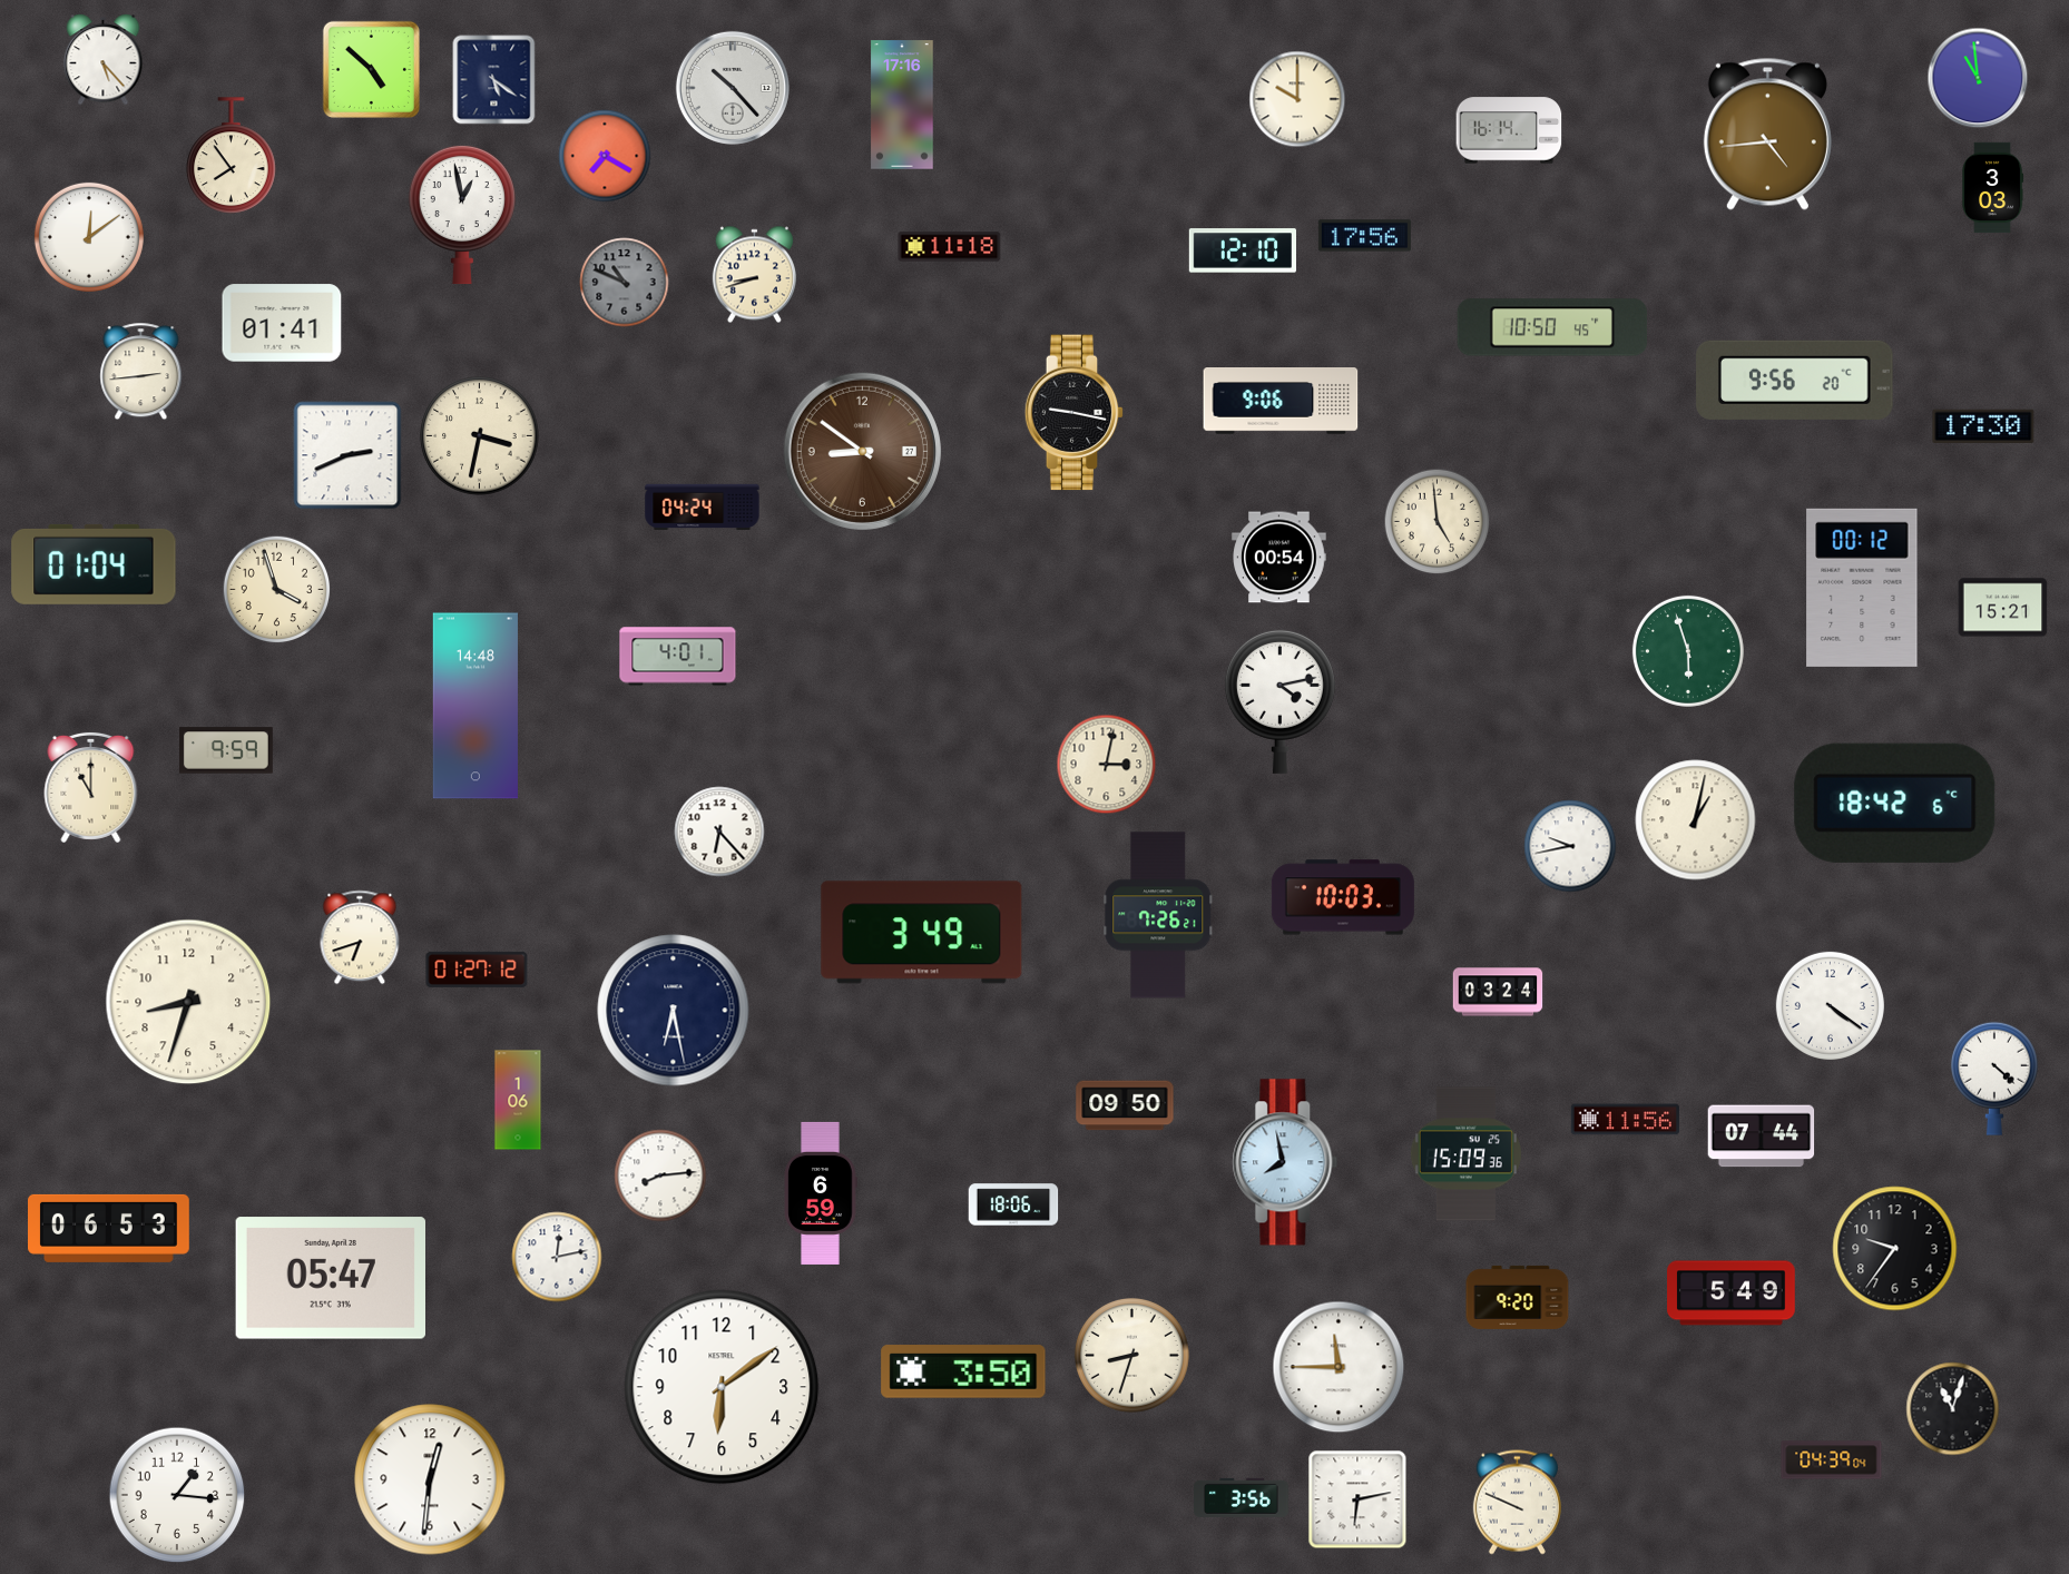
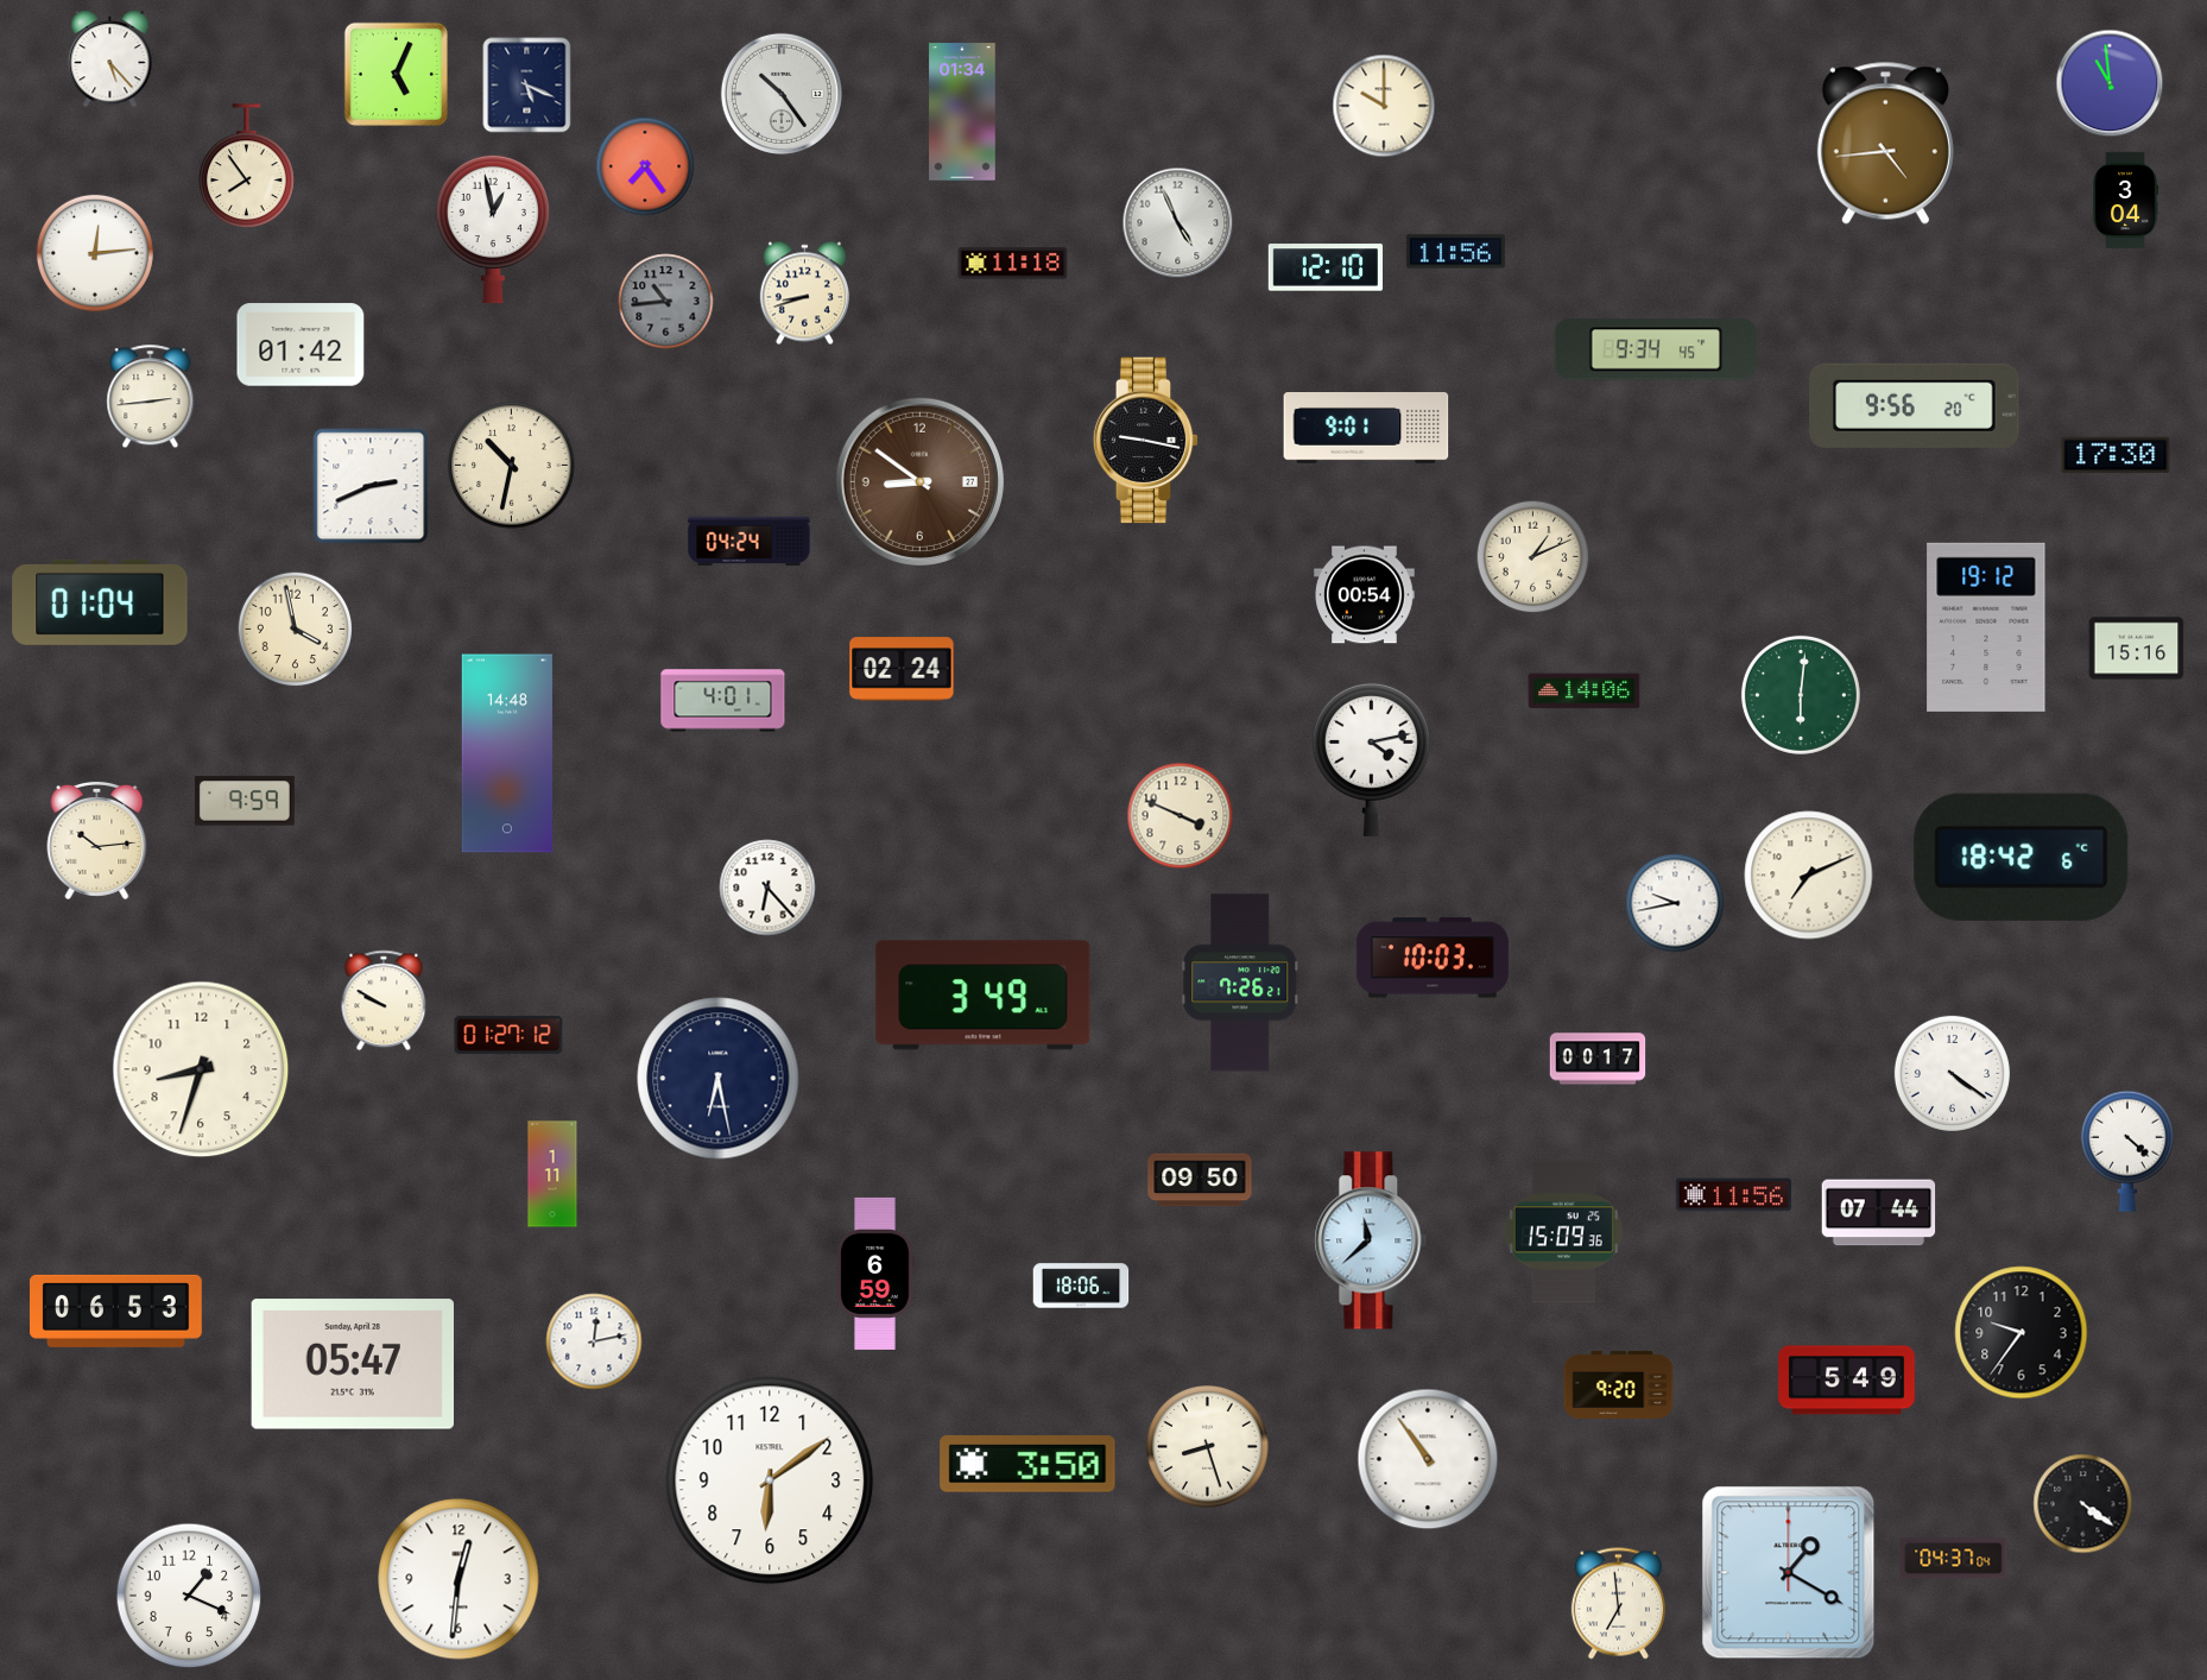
clock at (104, 60) position: (104, 60) -> (110, 59)
clock at (371, 69): 4:52 -> 5:04
clock at (494, 80): 5:21 -> 5:19
clock at (733, 88): 10:23 -> 10:24
clock at (902, 105): 17:16 -> 01:34
clock at (1509, 130): 16:14 -> none
clock at (605, 156): 7:20 -> 7:24
clock at (1993, 188): 3:03 -> 3:04
clock at (1178, 223): none -> 4:56
clock at (1364, 236): 17:56 -> 11:56
clock at (89, 237): 12:09 -> 12:14
clock at (625, 283): 10:49 -> 10:44
clock at (282, 323): 01:41 -> 01:42
clock at (1552, 327): 10:50 -> 9:34
clock at (1281, 402): 9:06 -> 9:01
clock at (480, 436): 3:32 -> 10:32
clock at (1438, 522): 4:59 -> 1:11
clock at (1862, 588): 00:12 -> 19:12
clock at (277, 590): 3:57 -> 3:58
clock at (2003, 608): 15:21 -> 15:16
clock at (902, 669): none -> 02:24
clock at (1585, 691): none -> 14:06
clock at (1688, 651): 5:57 -> 6:01
clock at (1279, 701) position: (1279, 701) -> (1371, 759)
clock at (226, 750) position: (226, 750) -> (245, 801)
clock at (1107, 765): 3:02 -> 3:49
clock at (91, 787): 11:00 -> 10:14
clock at (1696, 820): 1:02 -> 7:11
clock at (1158, 915) position: (1158, 915) -> (1240, 983)
clock at (360, 937): 6:42 -> 9:50
clock at (1498, 992): 03:24 -> 00:17
clock at (518, 1100): 1:06 -> 1:11
clock at (1285, 1162): 7:58 -> 11:38
clock at (660, 1175): 8:14 -> none
clock at (1132, 1356): 8:33 -> 8:27
clock at (1339, 1367): 11:45 -> 10:54
clock at (1953, 1409): 11:03 -> 4:21
clock at (1832, 1460): 04:39 -> 04:37
clock at (1789, 1573): none -> 1:20
clock at (177, 1495): 1:16 -> 1:19
clock at (1242, 1497): 3:56 -> none
clock at (1357, 1499): 6:13 -> none
clock at (1517, 1503): 9:49 -> 6:59
